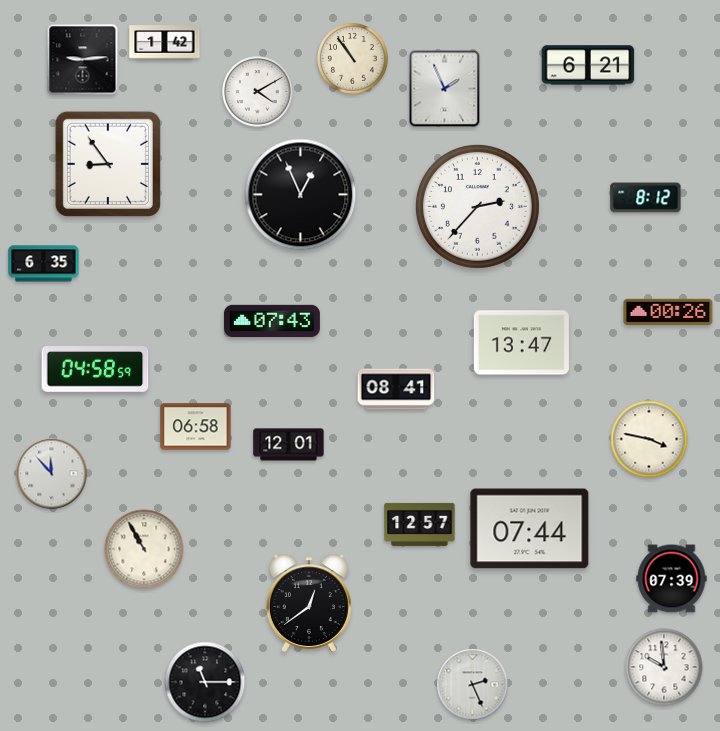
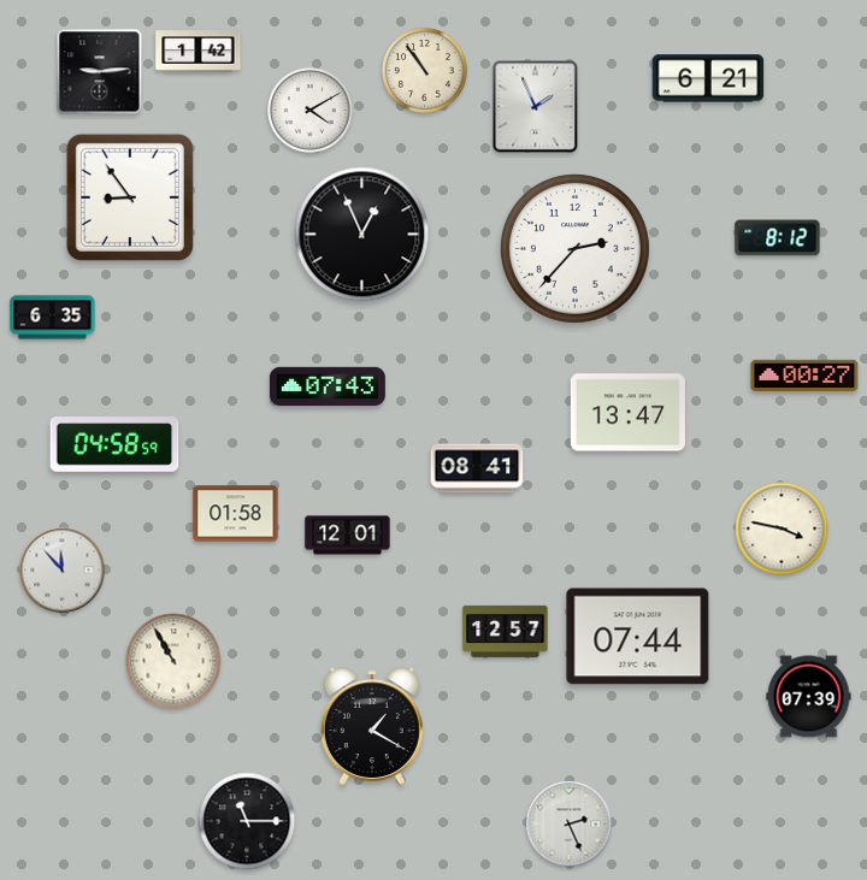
clock at (668, 311): 00:26 -> 00:27
clock at (196, 427): 06:58 -> 01:58
clock at (309, 603): 12:39 -> 1:20
clock at (664, 667): 9:59 -> none
